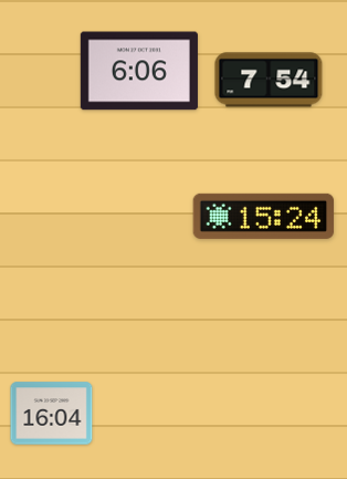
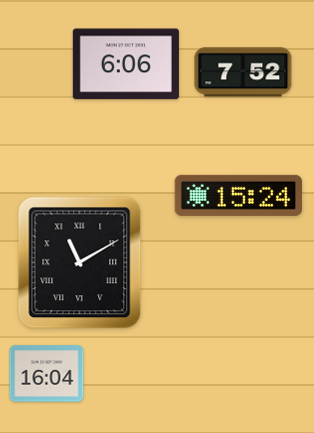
clock at (269, 80): 7:54 -> 7:52
clock at (80, 263): none -> 11:10
